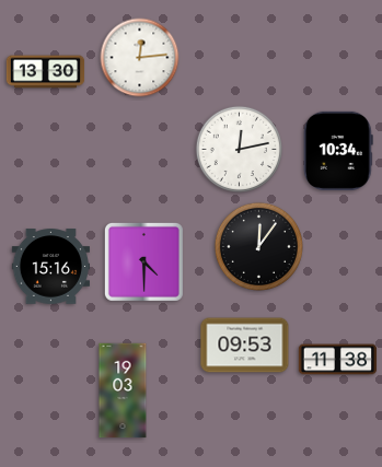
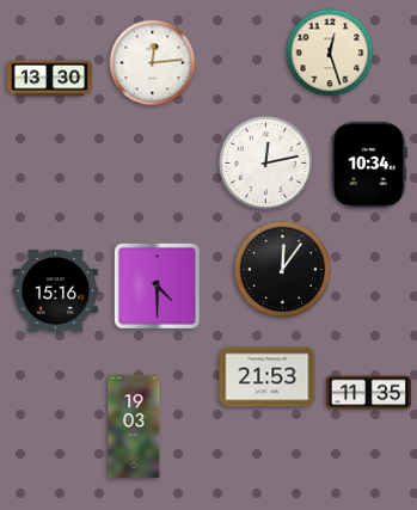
clock at (330, 53): none -> 12:27
clock at (239, 149) position: (239, 149) -> (265, 162)
clock at (245, 346): 09:53 -> 21:53
clock at (338, 360): 11:38 -> 11:35
